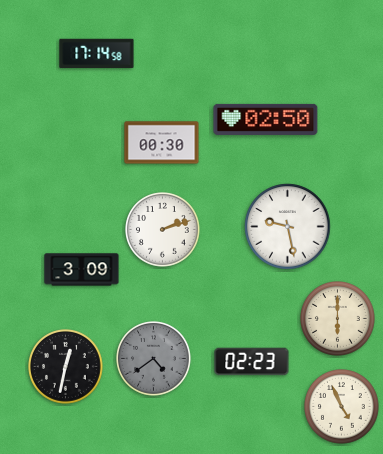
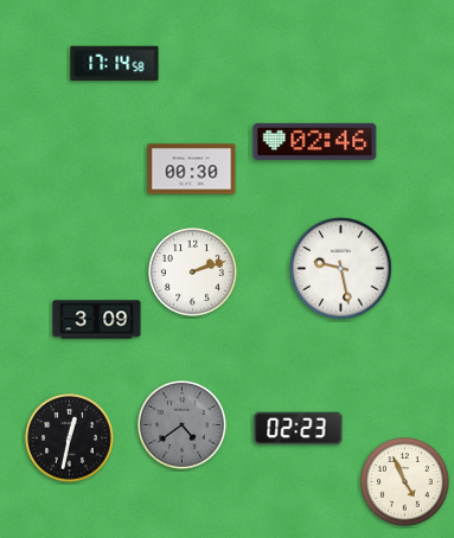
clock at (266, 119): 02:50 -> 02:46
clock at (338, 319): 6:00 -> none
clock at (66, 367) position: (66, 367) -> (70, 438)
